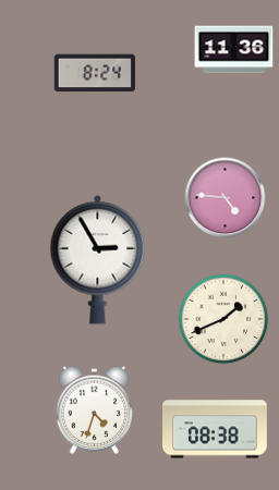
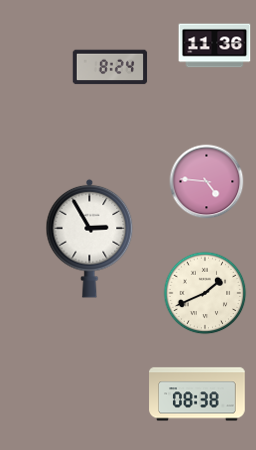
clock at (95, 73) position: (95, 73) -> (110, 67)
clock at (95, 409): 4:33 -> none
